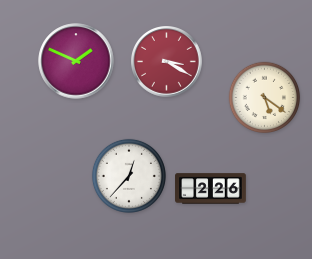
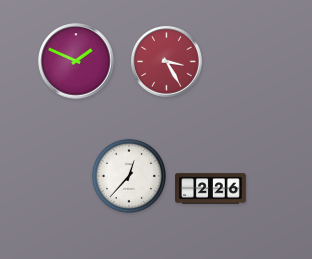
clock at (167, 62): 3:20 -> 3:25
clock at (265, 98): 5:21 -> none
